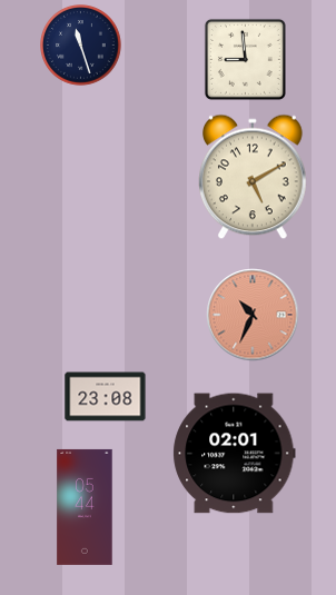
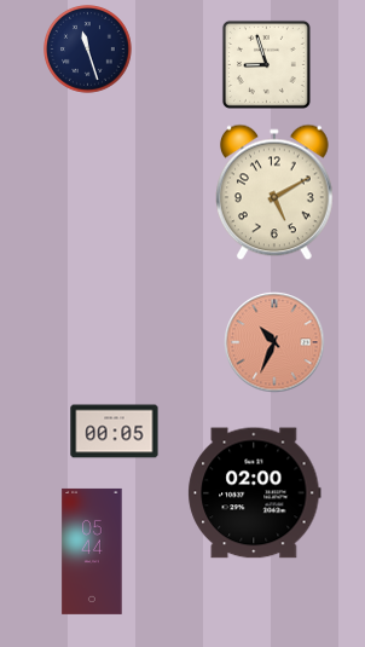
clock at (245, 59): 8:59 -> 8:57
clock at (106, 397): 23:08 -> 00:05
clock at (235, 454): 02:01 -> 02:00
